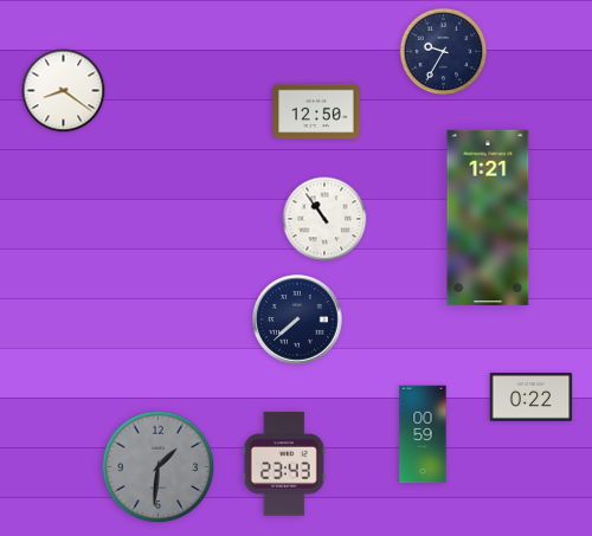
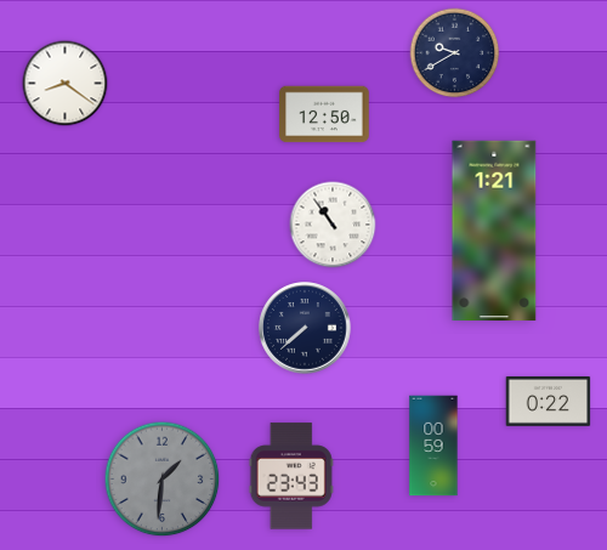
clock at (444, 52): 9:35 -> 9:40
clock at (64, 91) position: (64, 91) -> (66, 84)
clock at (488, 218) position: (488, 218) -> (494, 231)
clock at (532, 398) position: (532, 398) -> (549, 402)
